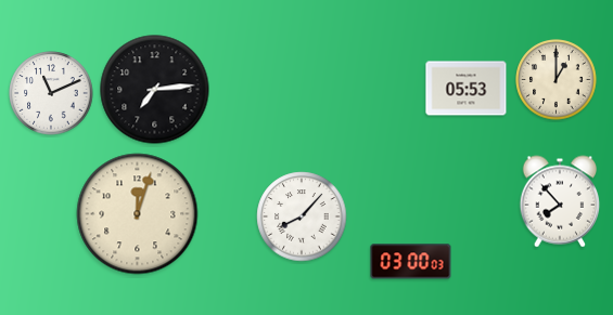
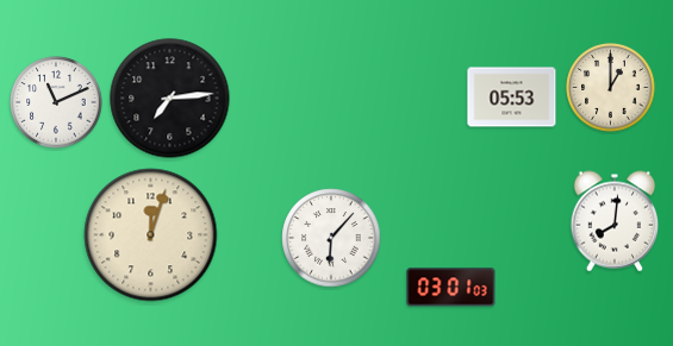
clock at (560, 201): 7:53 -> 8:01
clock at (302, 216): 8:07 -> 6:07
clock at (411, 262): 03:00 -> 03:01
